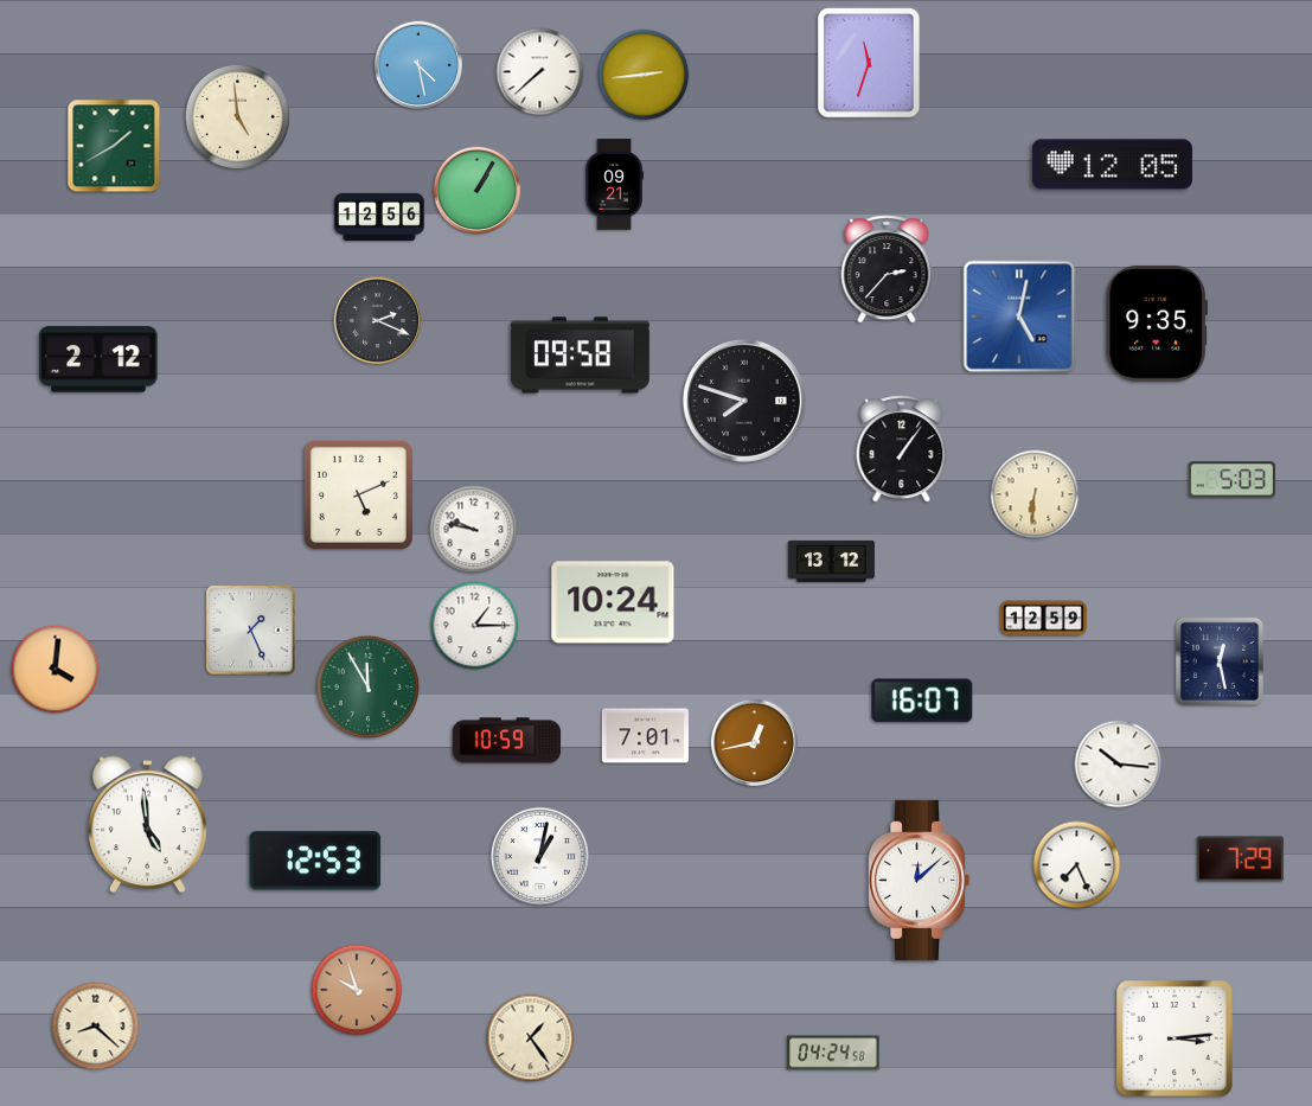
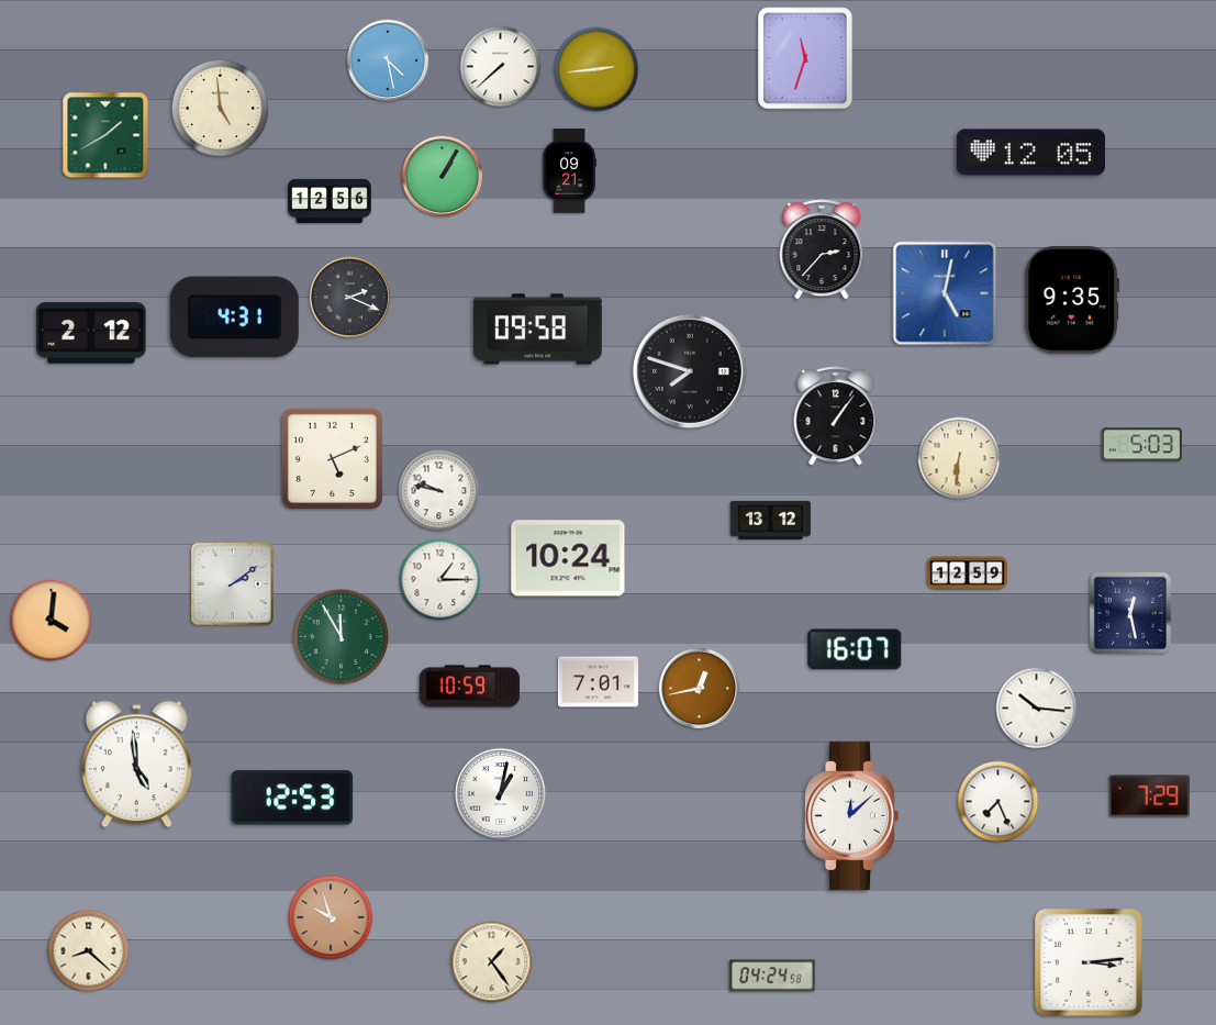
clock at (379, 216) position: (379, 216) -> (330, 200)
clock at (234, 317): none -> 4:31
clock at (251, 631): 1:26 -> 2:09
